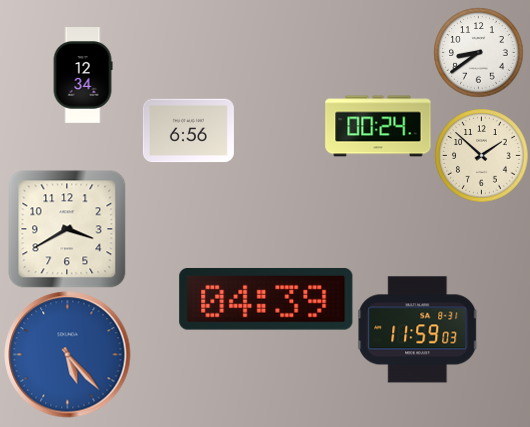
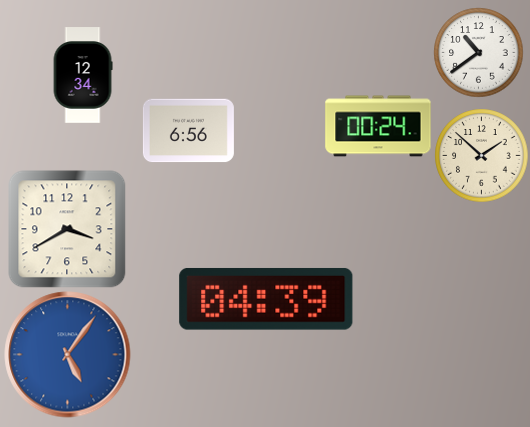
clock at (478, 52): 8:39 -> 10:39
clock at (418, 330): 11:59 -> none
clock at (68, 355): 5:23 -> 5:06
